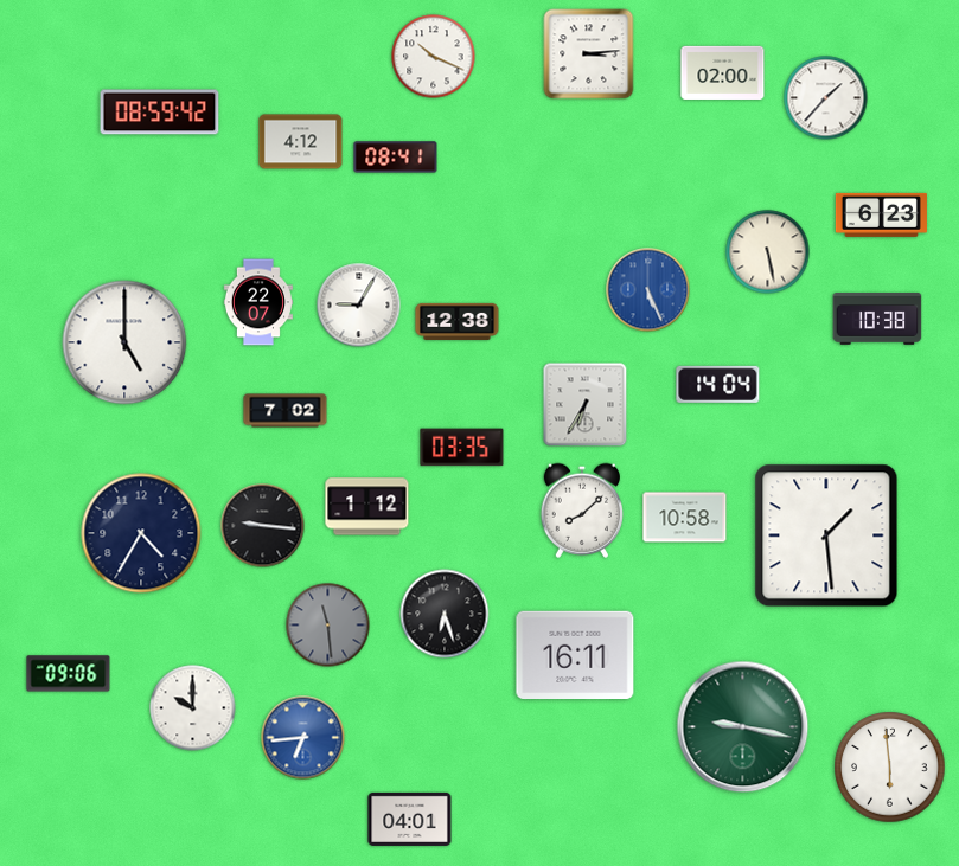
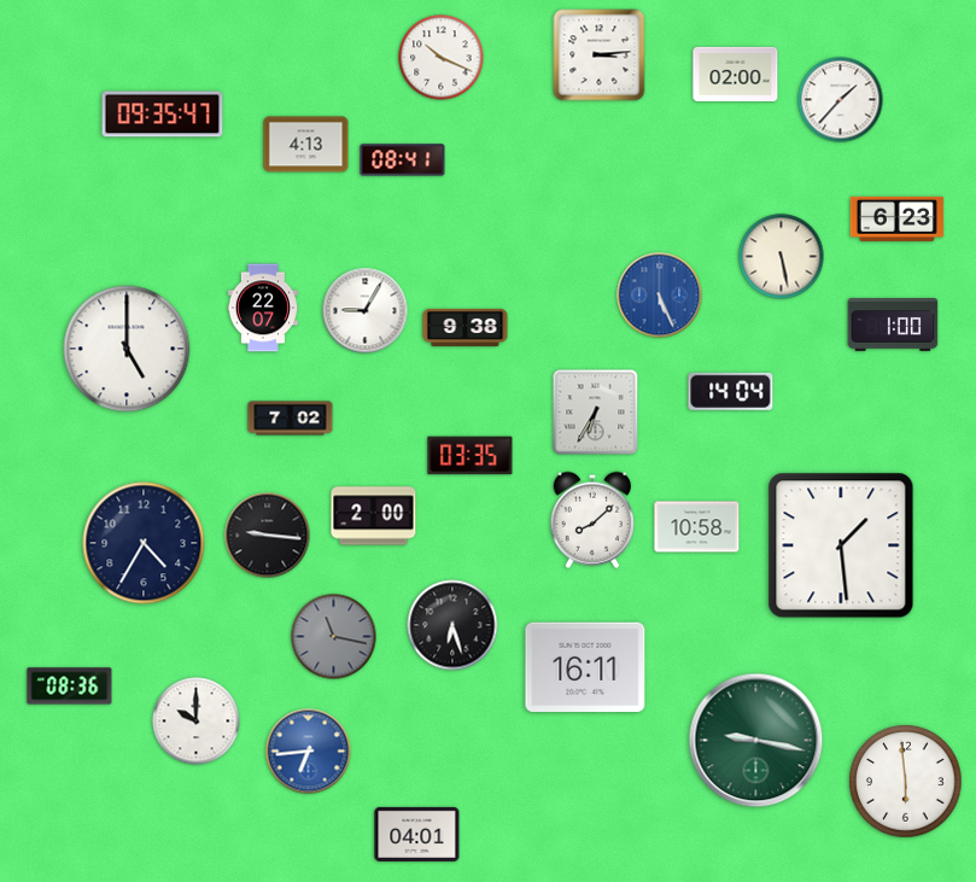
clock at (160, 113): 08:59 -> 09:35
clock at (301, 142): 4:12 -> 4:13
clock at (877, 320): 10:38 -> 1:00
clock at (458, 321): 12:38 -> 9:38
clock at (367, 507): 1:12 -> 2:00
clock at (328, 626): 11:29 -> 11:17
clock at (69, 674): 09:06 -> 08:36
